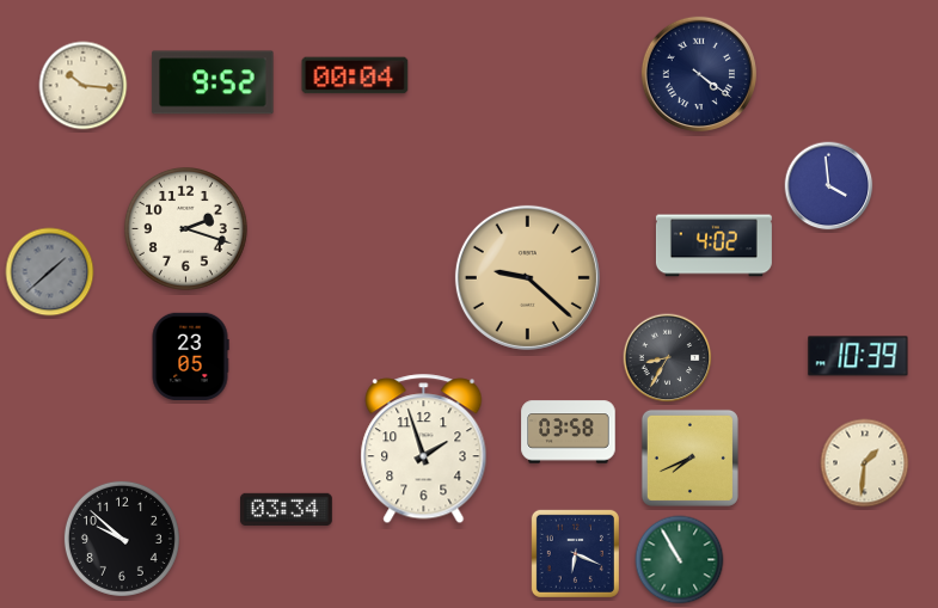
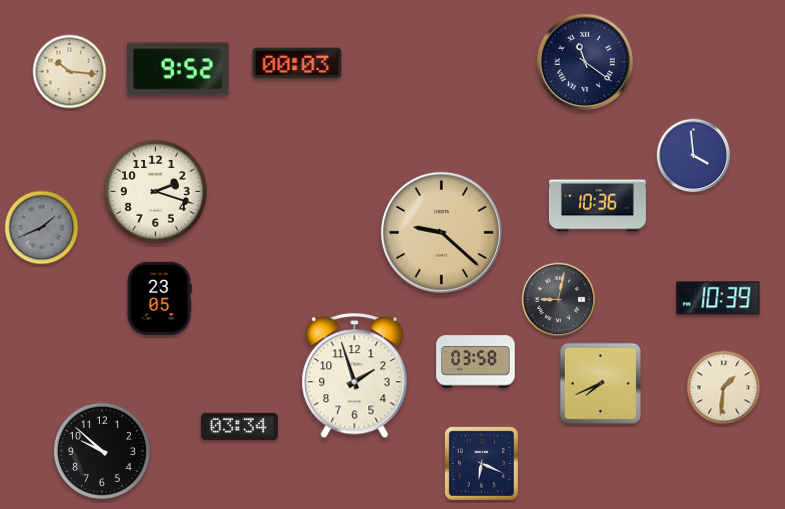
clock at (699, 74): 4:21 -> 11:21
clock at (355, 75): 00:04 -> 00:03
clock at (713, 246): 4:02 -> 10:36
clock at (50, 272): 1:38 -> 1:41
clock at (668, 358): 8:35 -> 9:02
clock at (689, 457) position: (689, 457) -> (600, 383)
clock at (680, 560): 10:55 -> none
